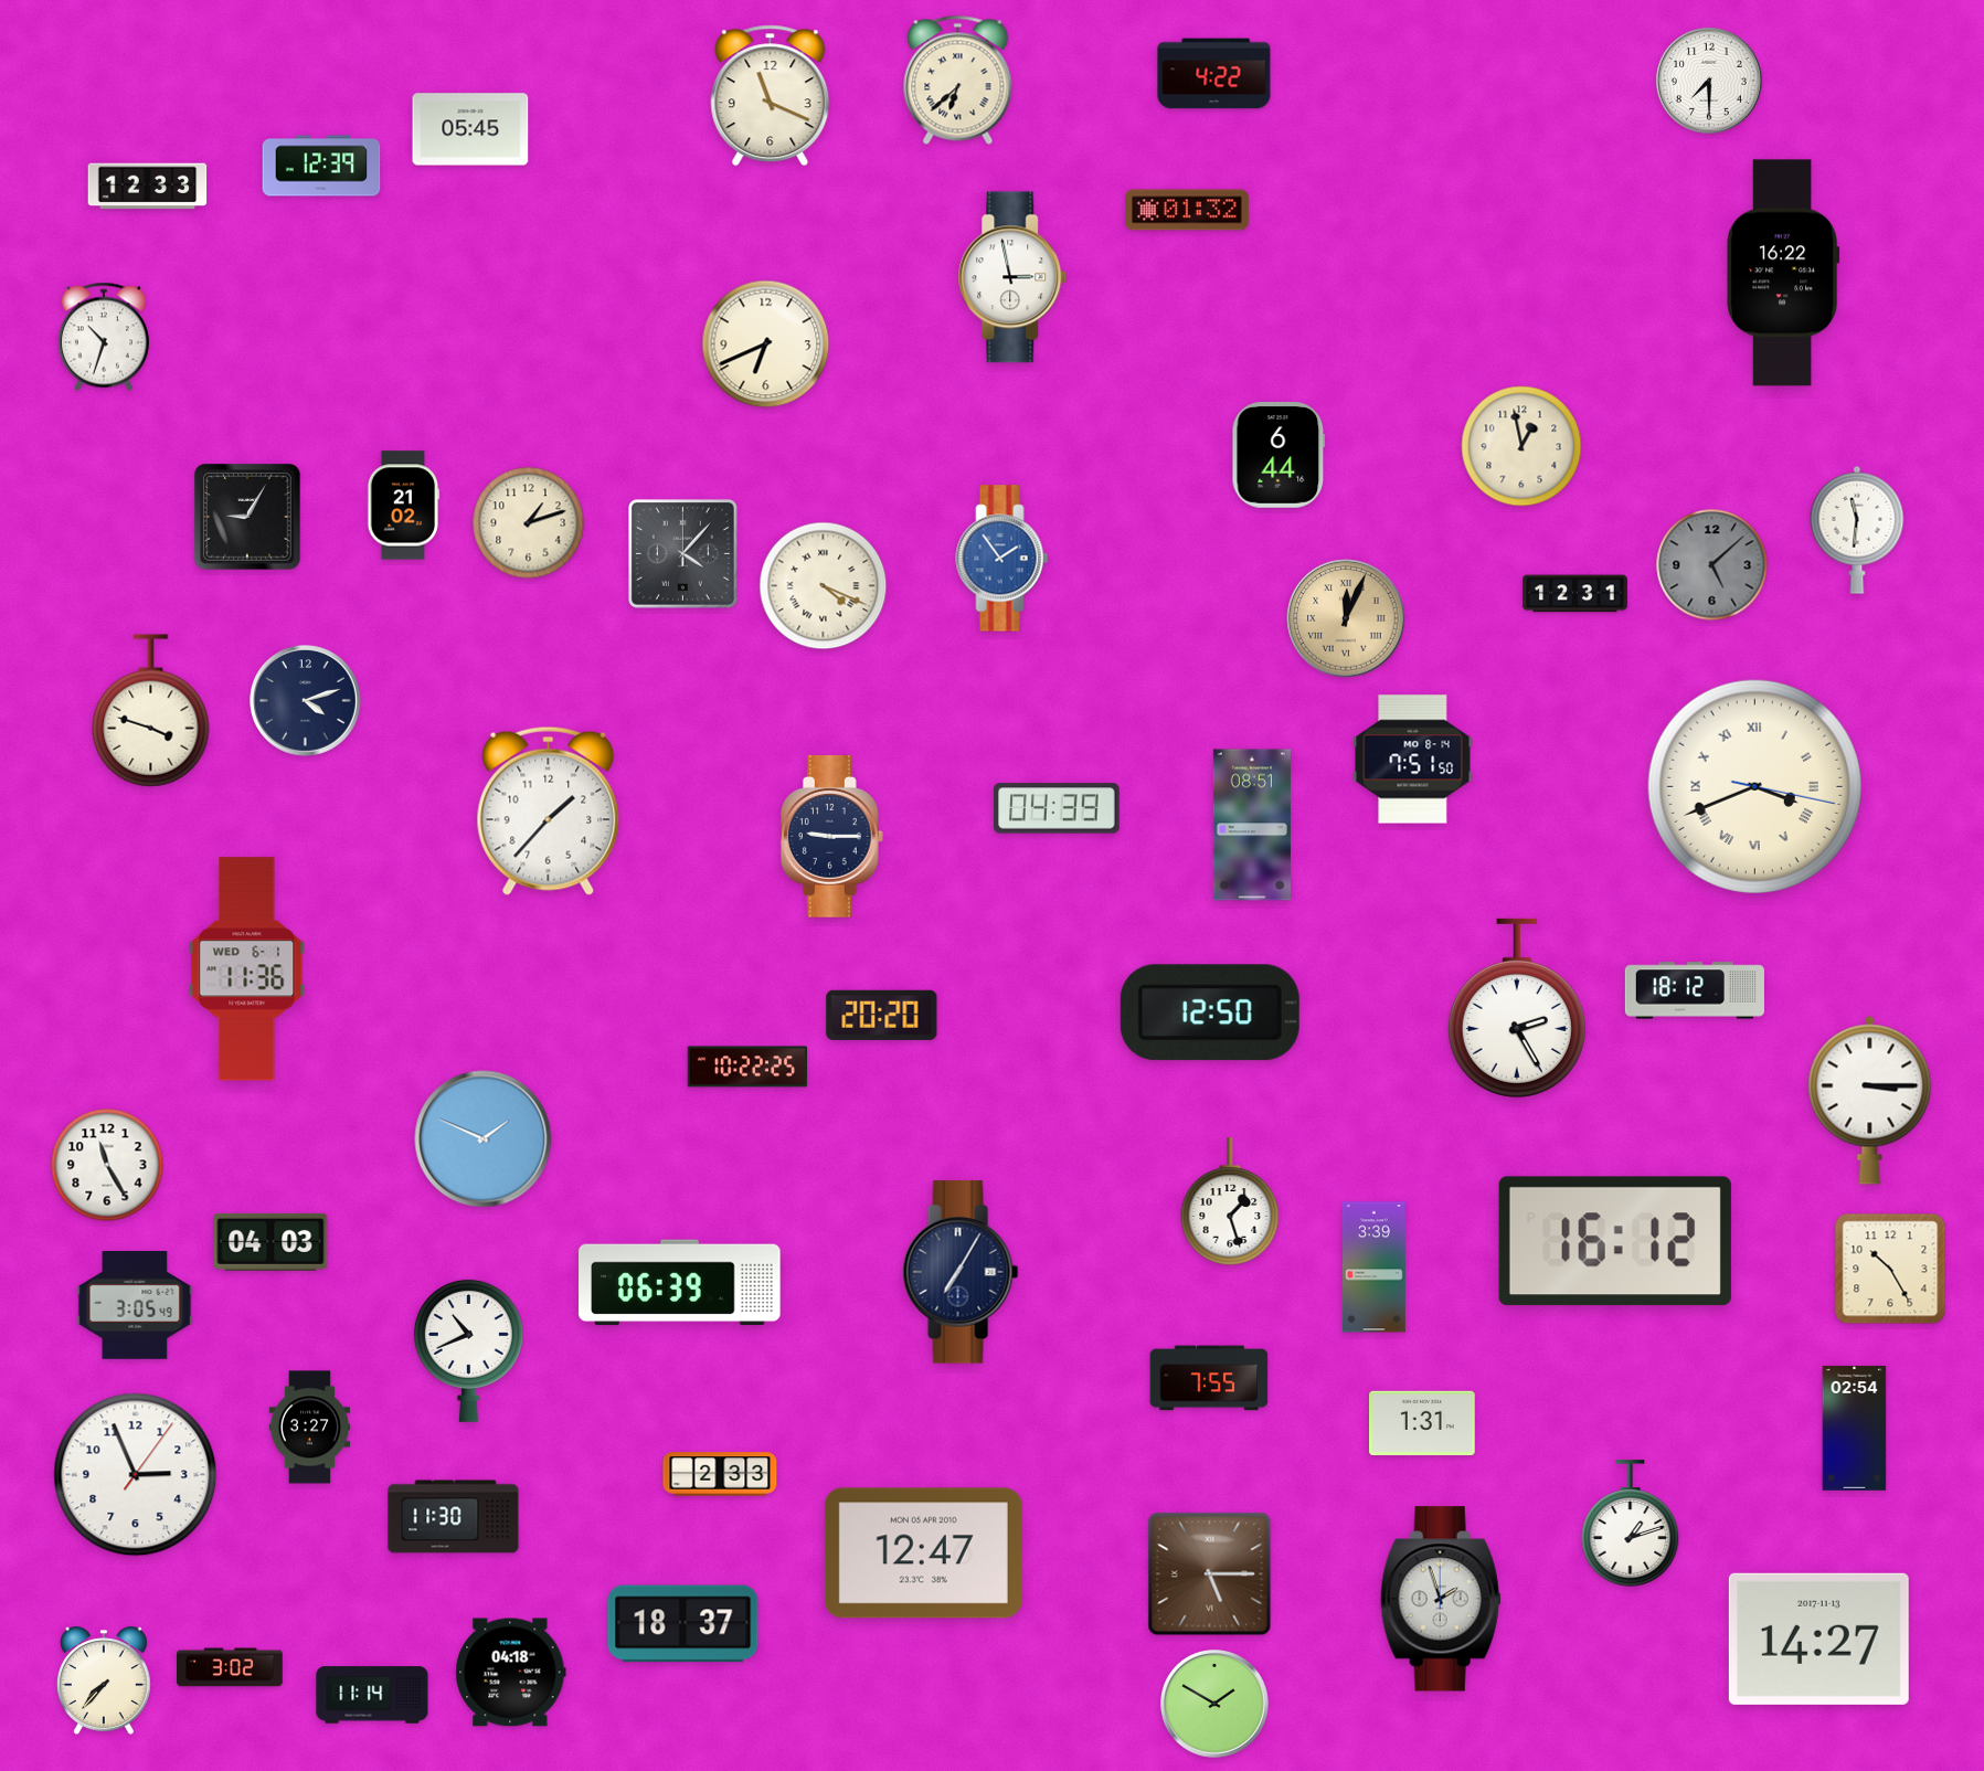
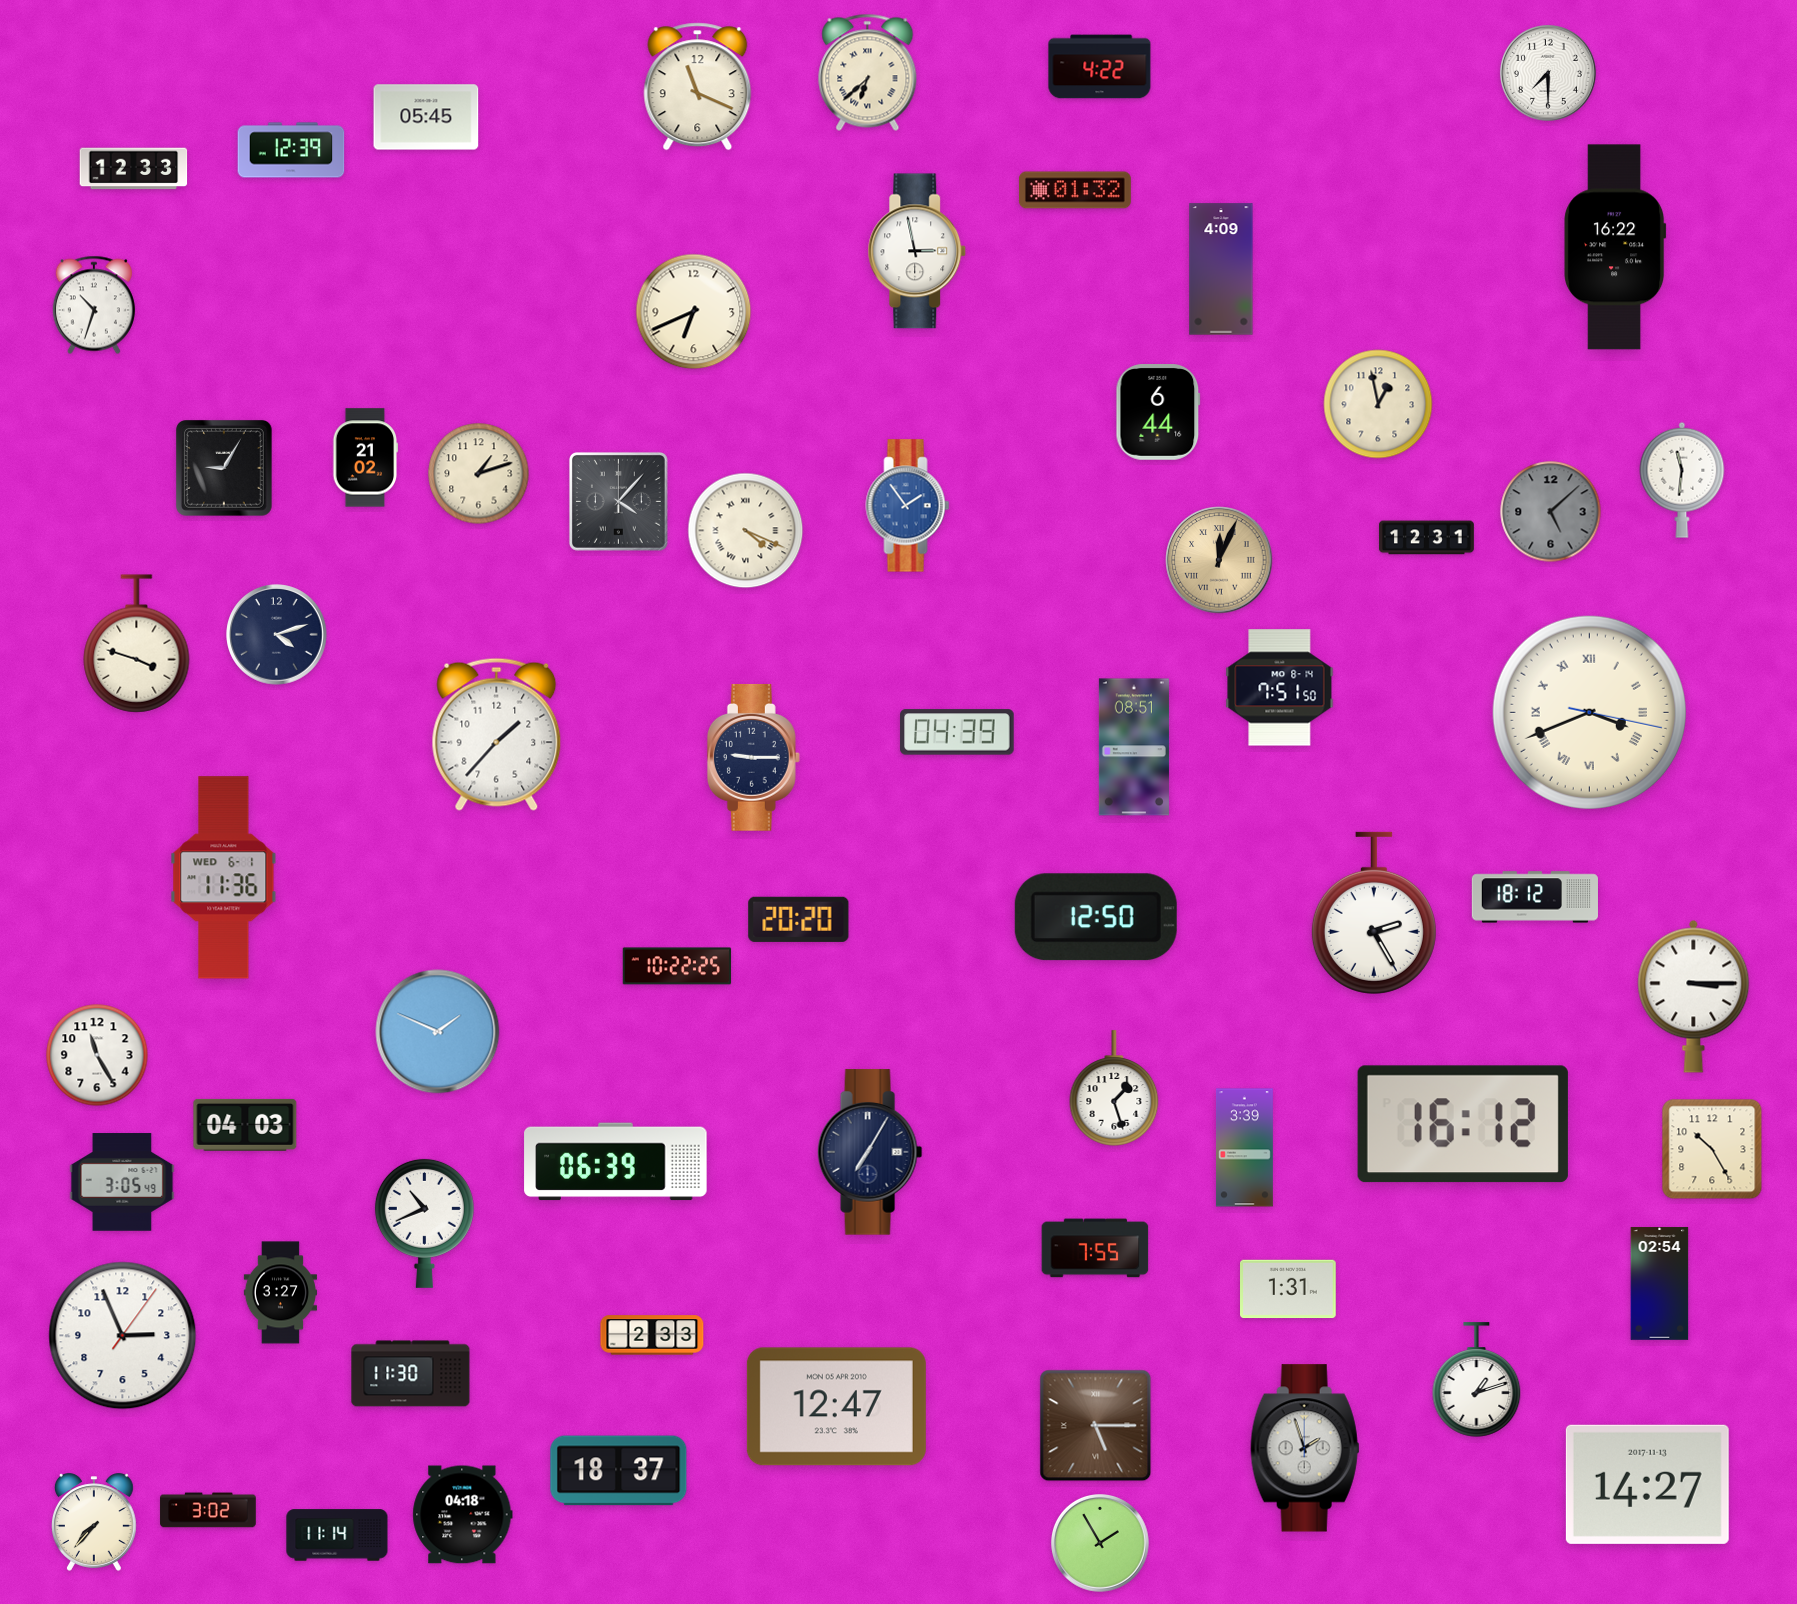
clock at (1221, 269): none -> 4:09
clock at (1855, 1429) position: (1855, 1429) -> (1660, 1284)
clock at (1216, 1705): 1:50 -> 1:55
